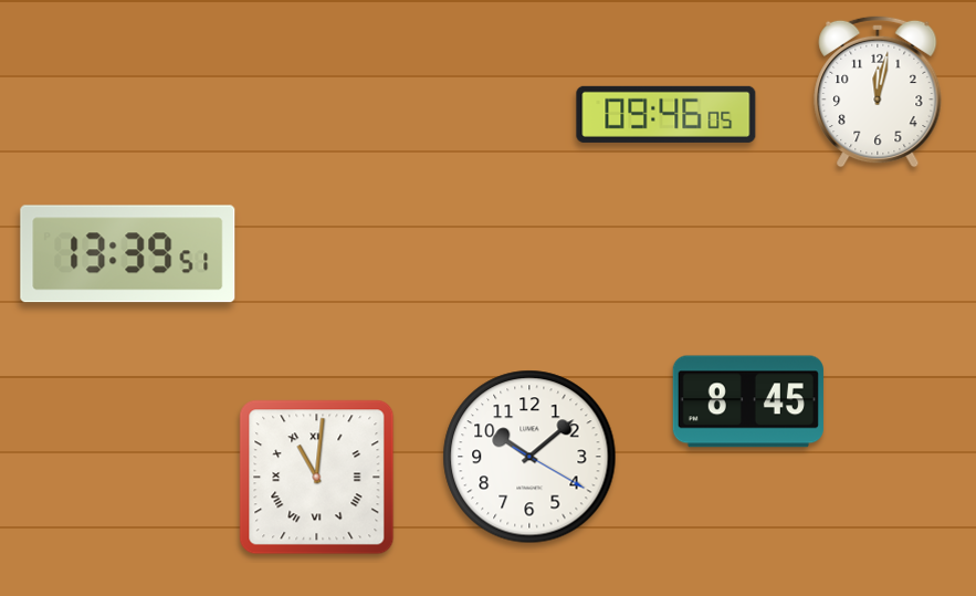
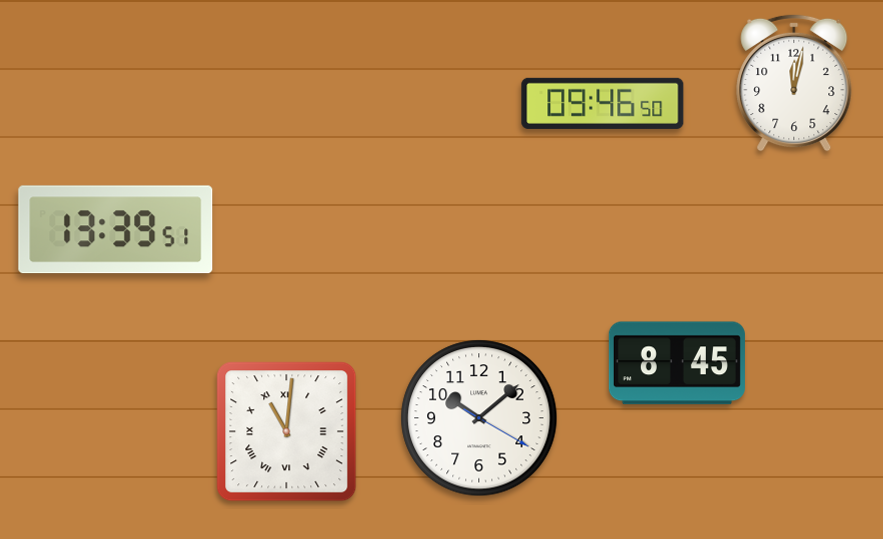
clock at (667, 114): 09:46:05 -> 09:46:50
clock at (529, 457) position: (529, 457) -> (479, 418)
